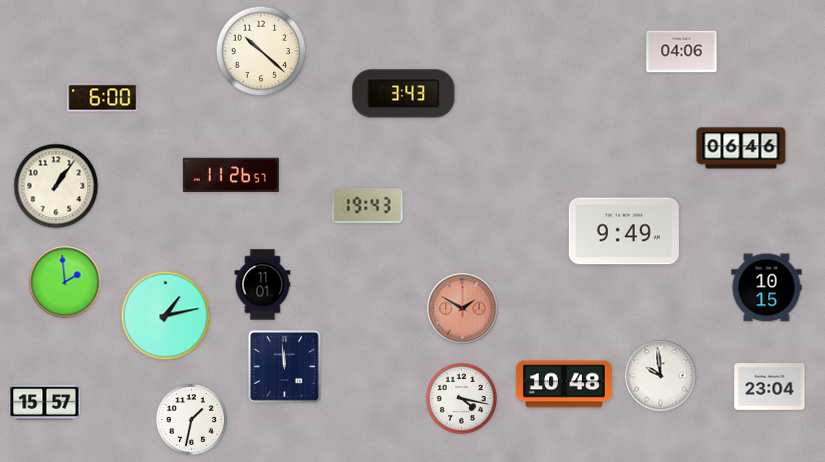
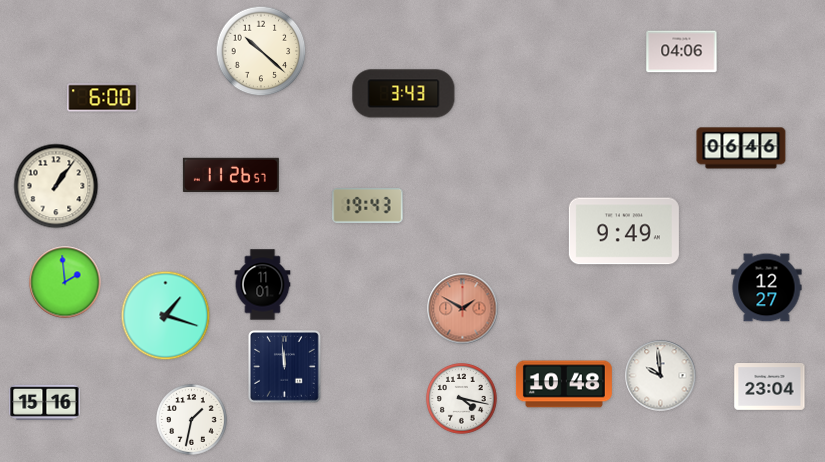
clock at (767, 288): 10:15 -> 12:27
clock at (166, 316): 1:13 -> 1:18
clock at (45, 402): 15:57 -> 15:16
